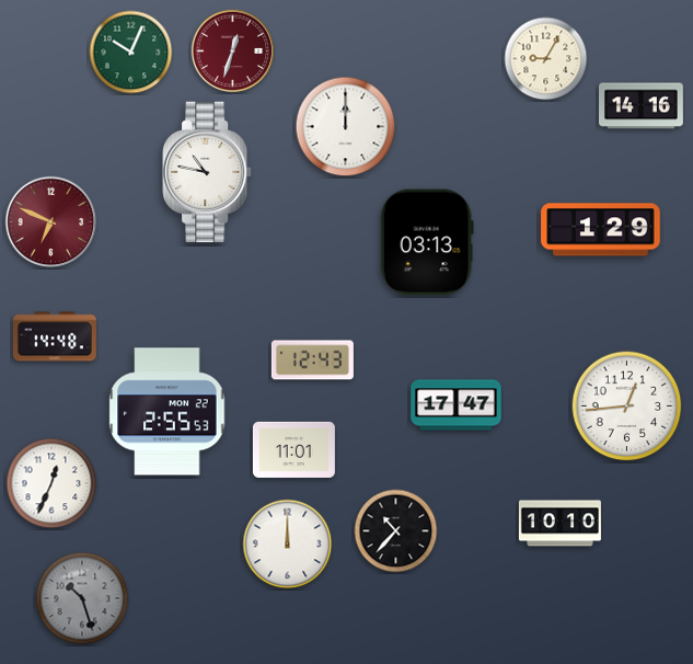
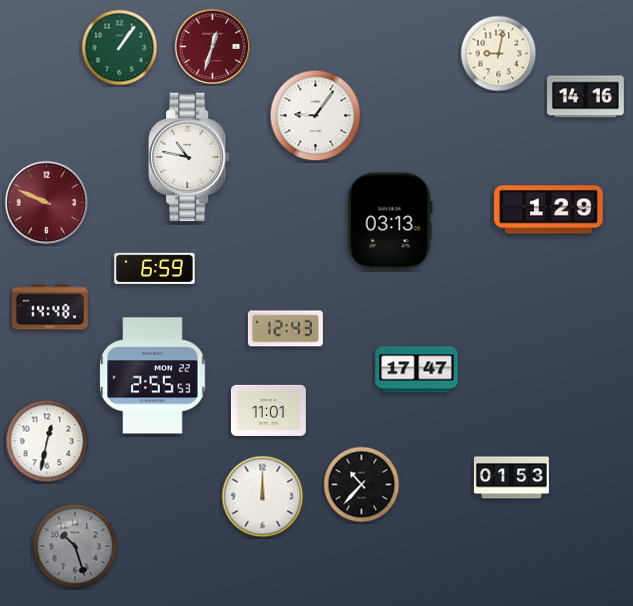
clock at (131, 53): 10:04 -> 1:06
clock at (546, 59): 9:05 -> 9:02
clock at (346, 127): 12:00 -> 9:06
clock at (51, 222): 6:49 -> 9:49
clock at (155, 268): none -> 6:59
clock at (627, 407): 12:44 -> none
clock at (51, 483): 12:34 -> 12:32
clock at (559, 524): 10:10 -> 01:53
